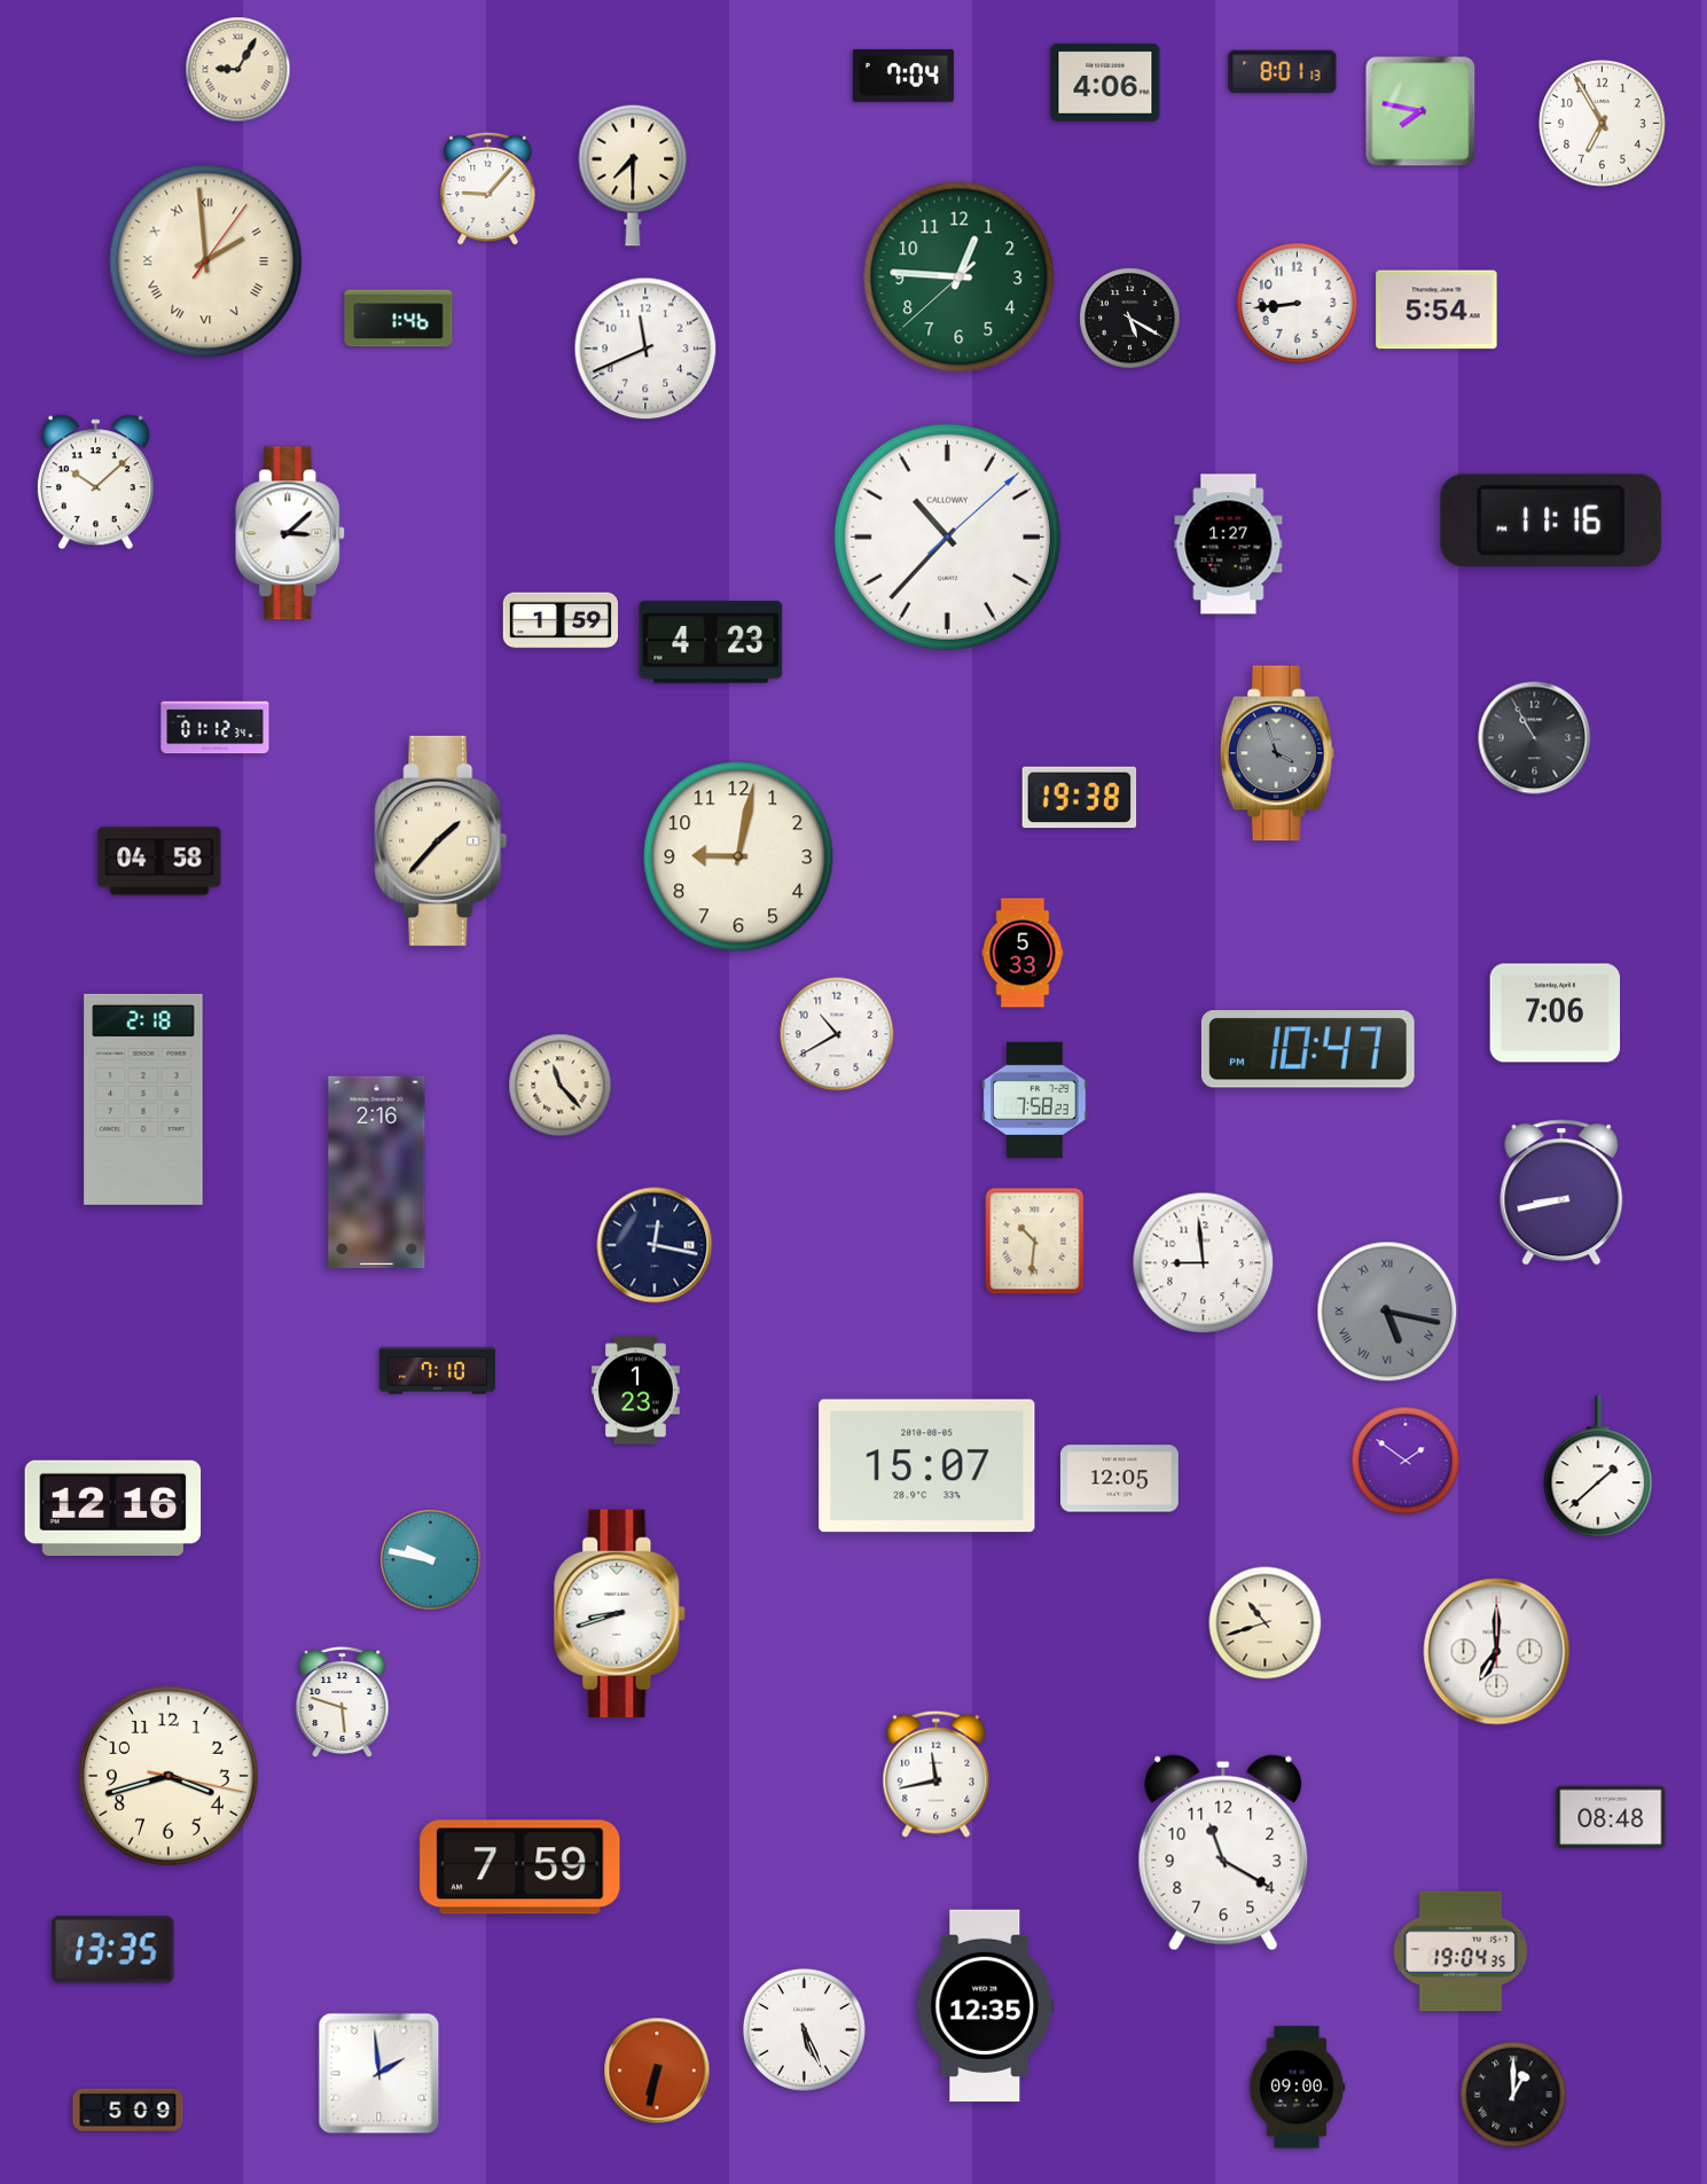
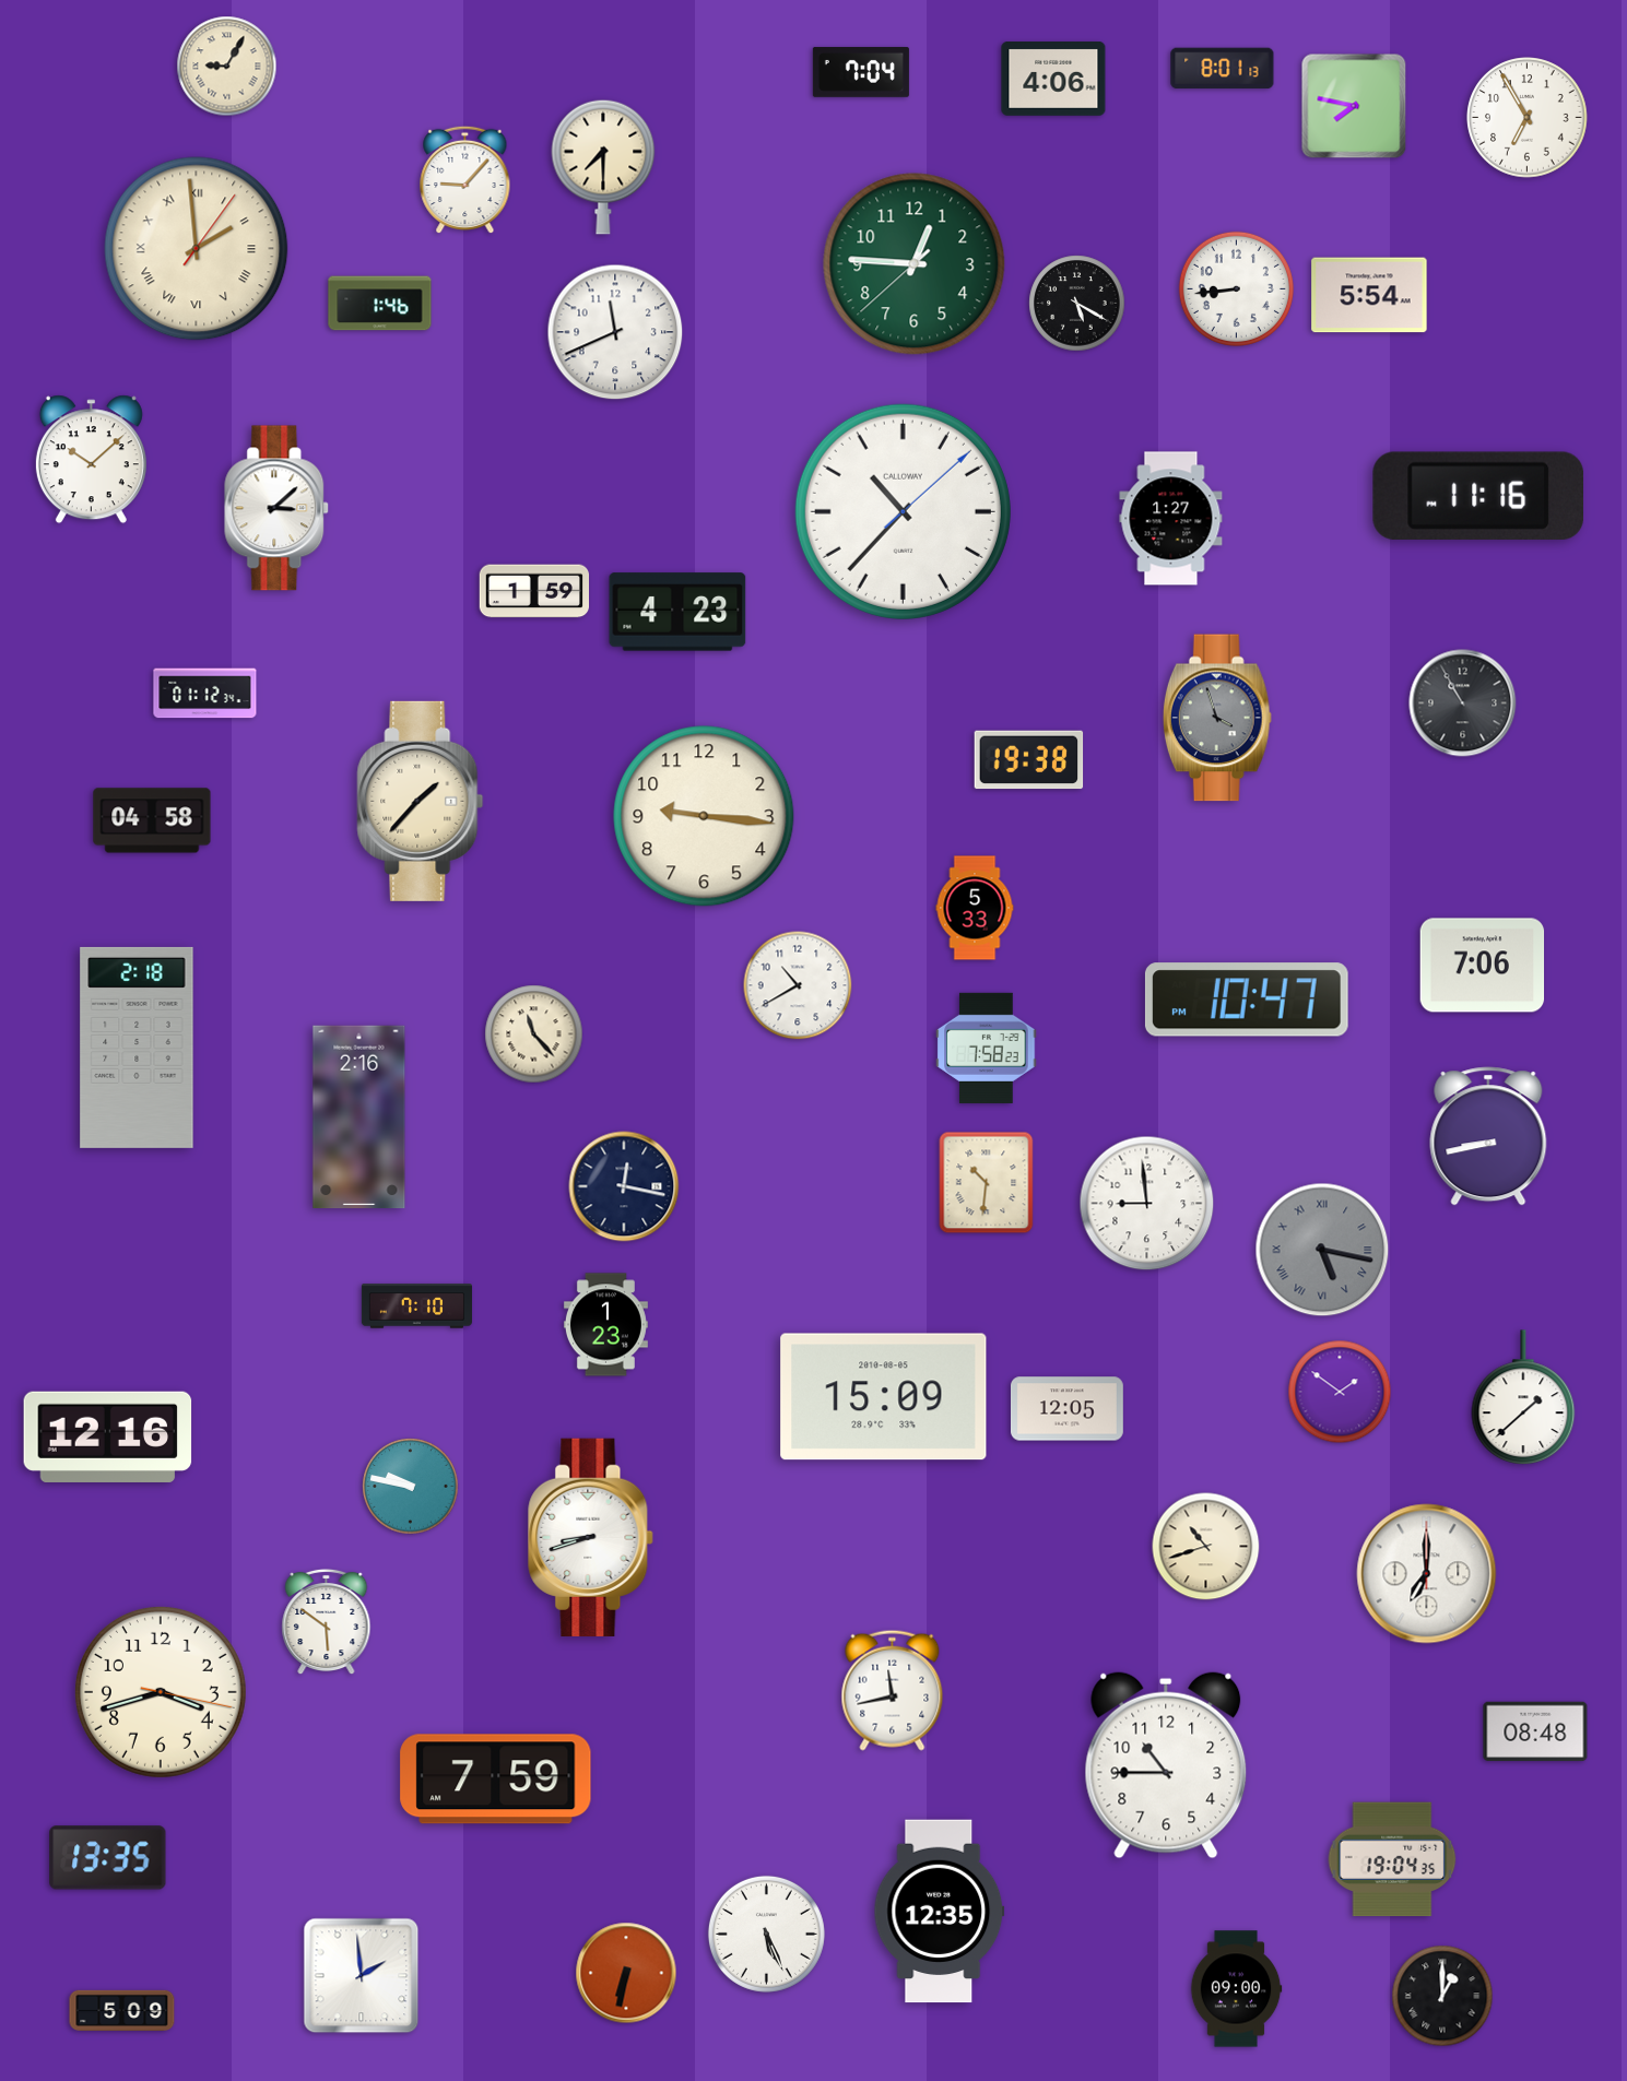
clock at (738, 856): 9:02 -> 9:16
clock at (927, 1466): 15:07 -> 15:09
clock at (343, 1702): 5:48 -> 5:51
clock at (1223, 1853): 11:20 -> 10:45
